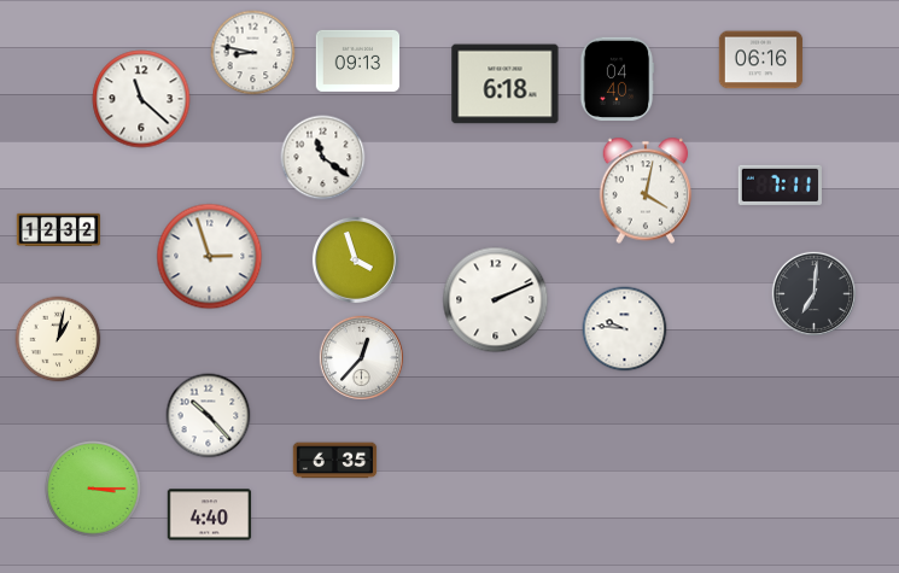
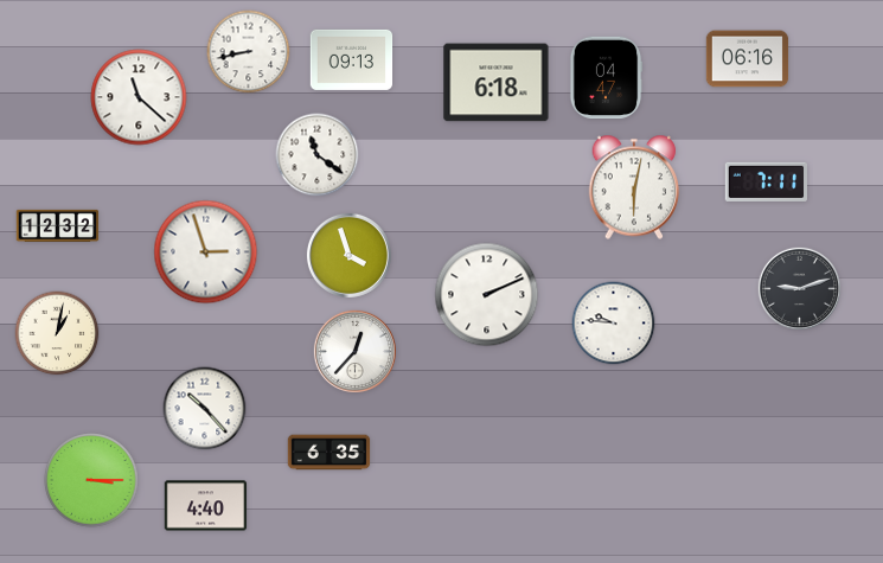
clock at (253, 53): 8:47 -> 8:43
clock at (617, 80): 04:40 -> 04:47
clock at (646, 191): 4:02 -> 6:02
clock at (813, 293): 7:01 -> 9:12
